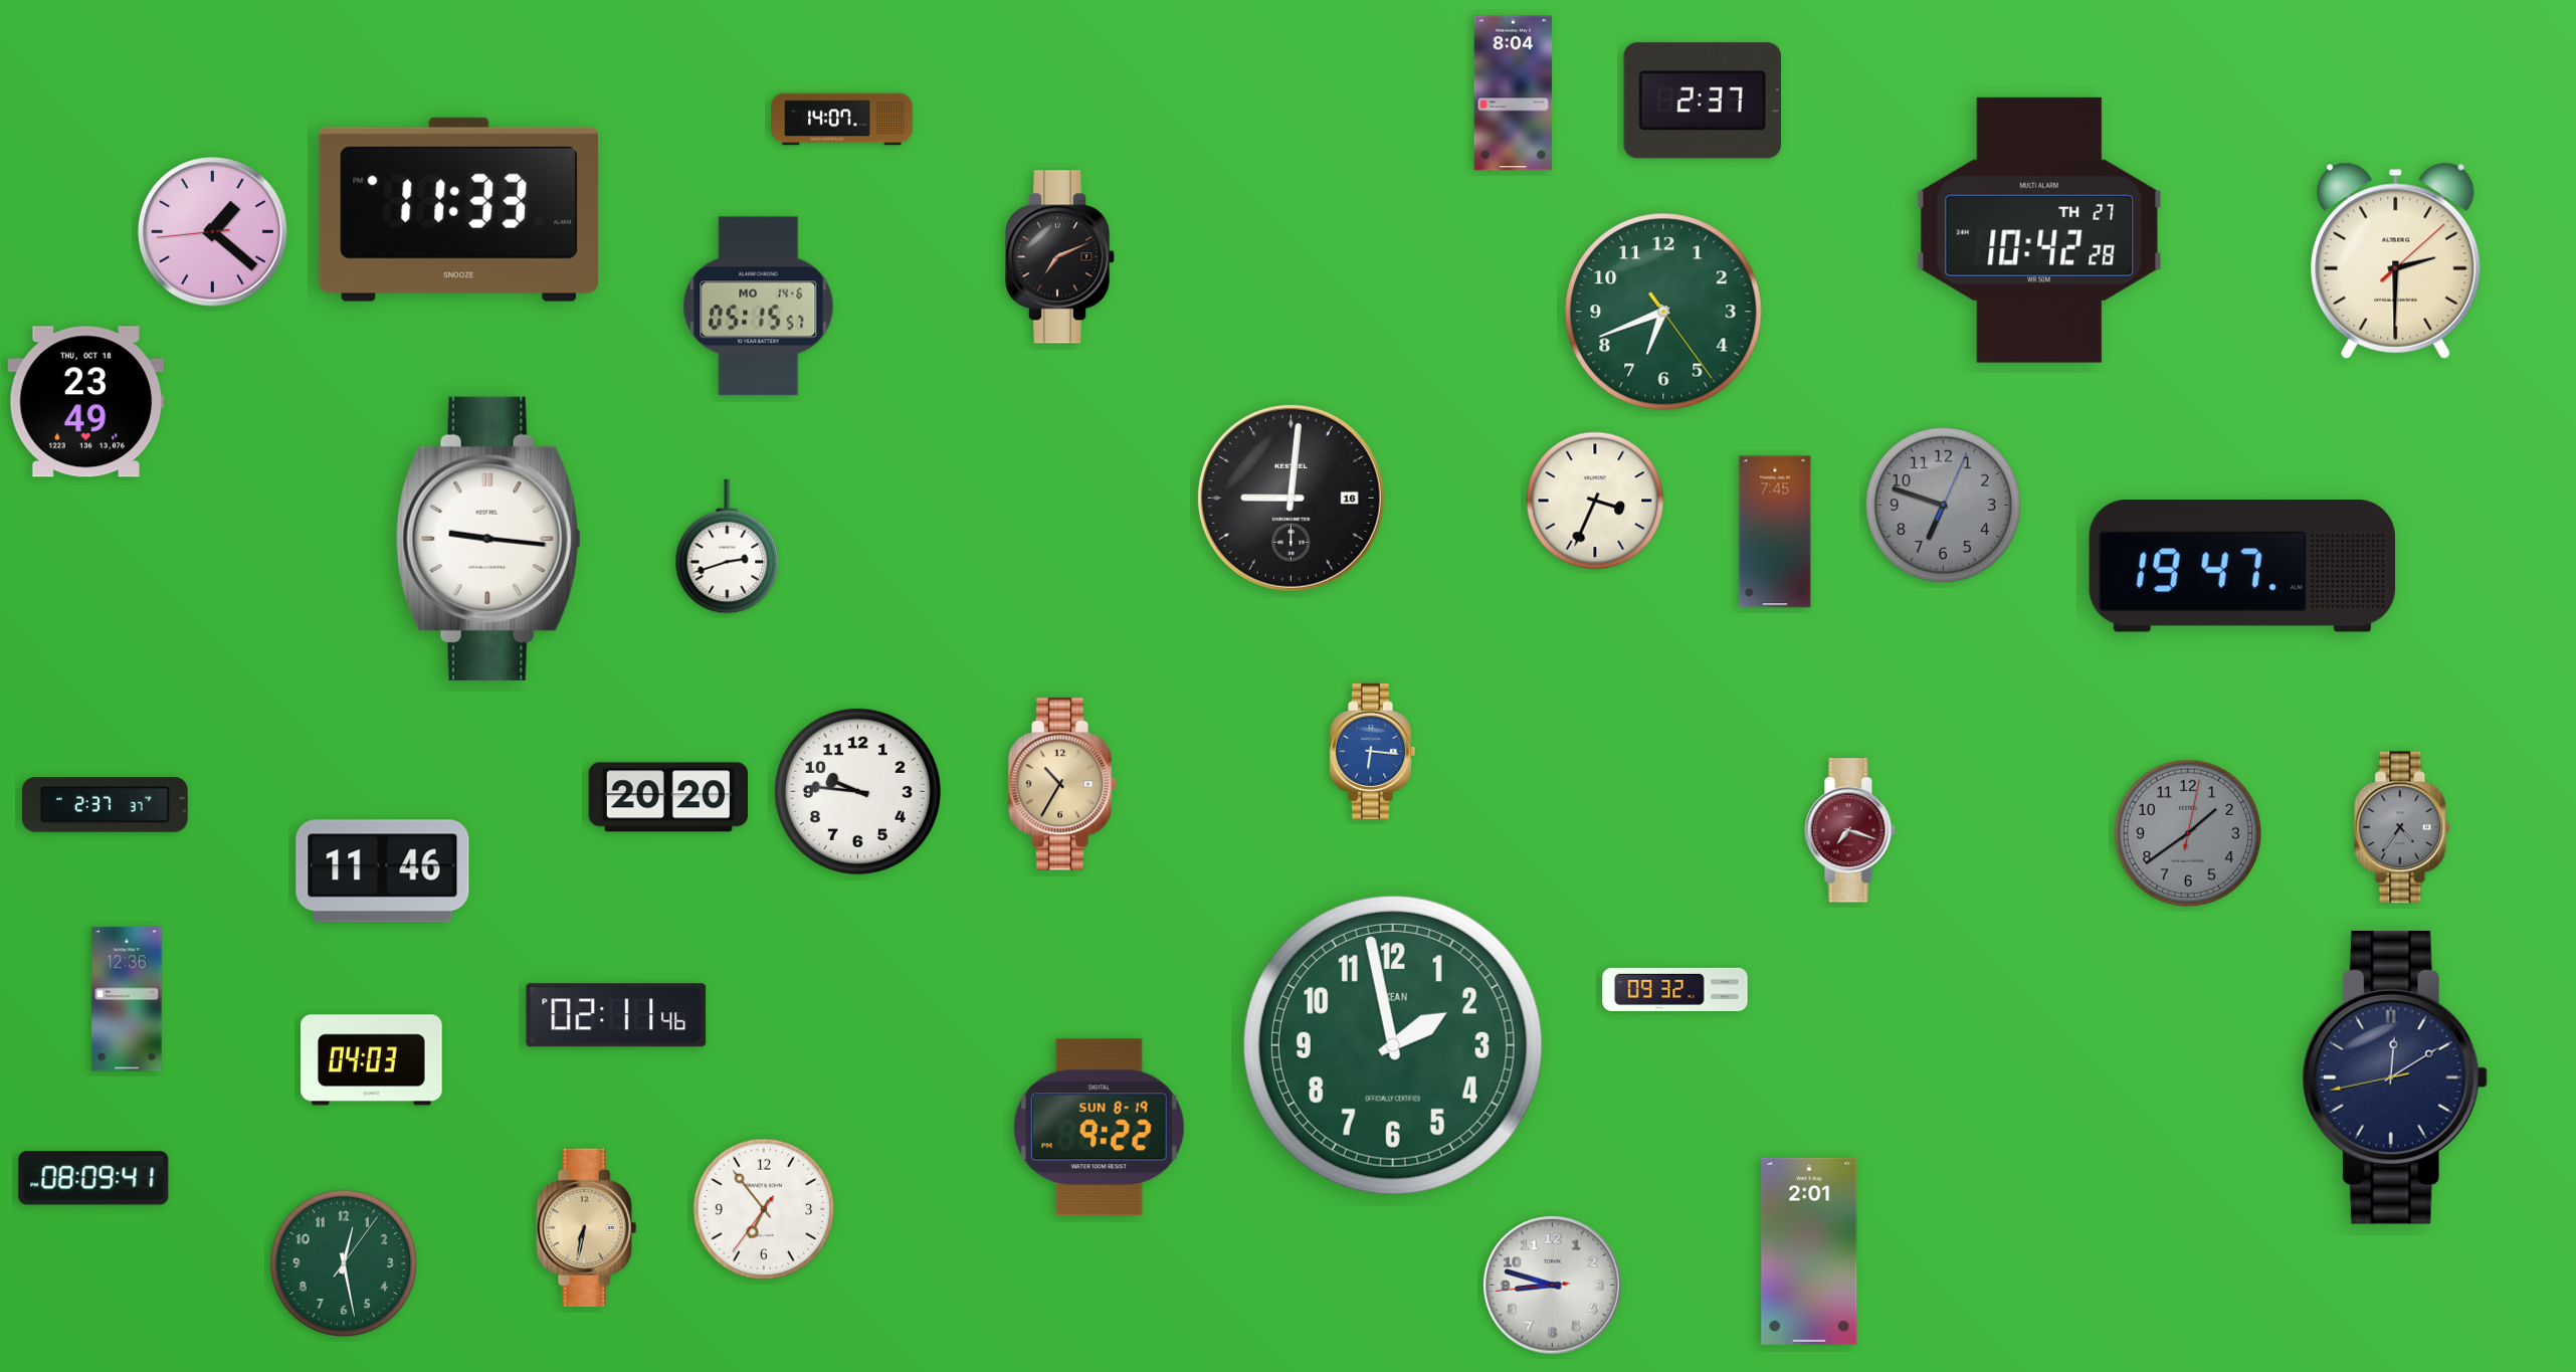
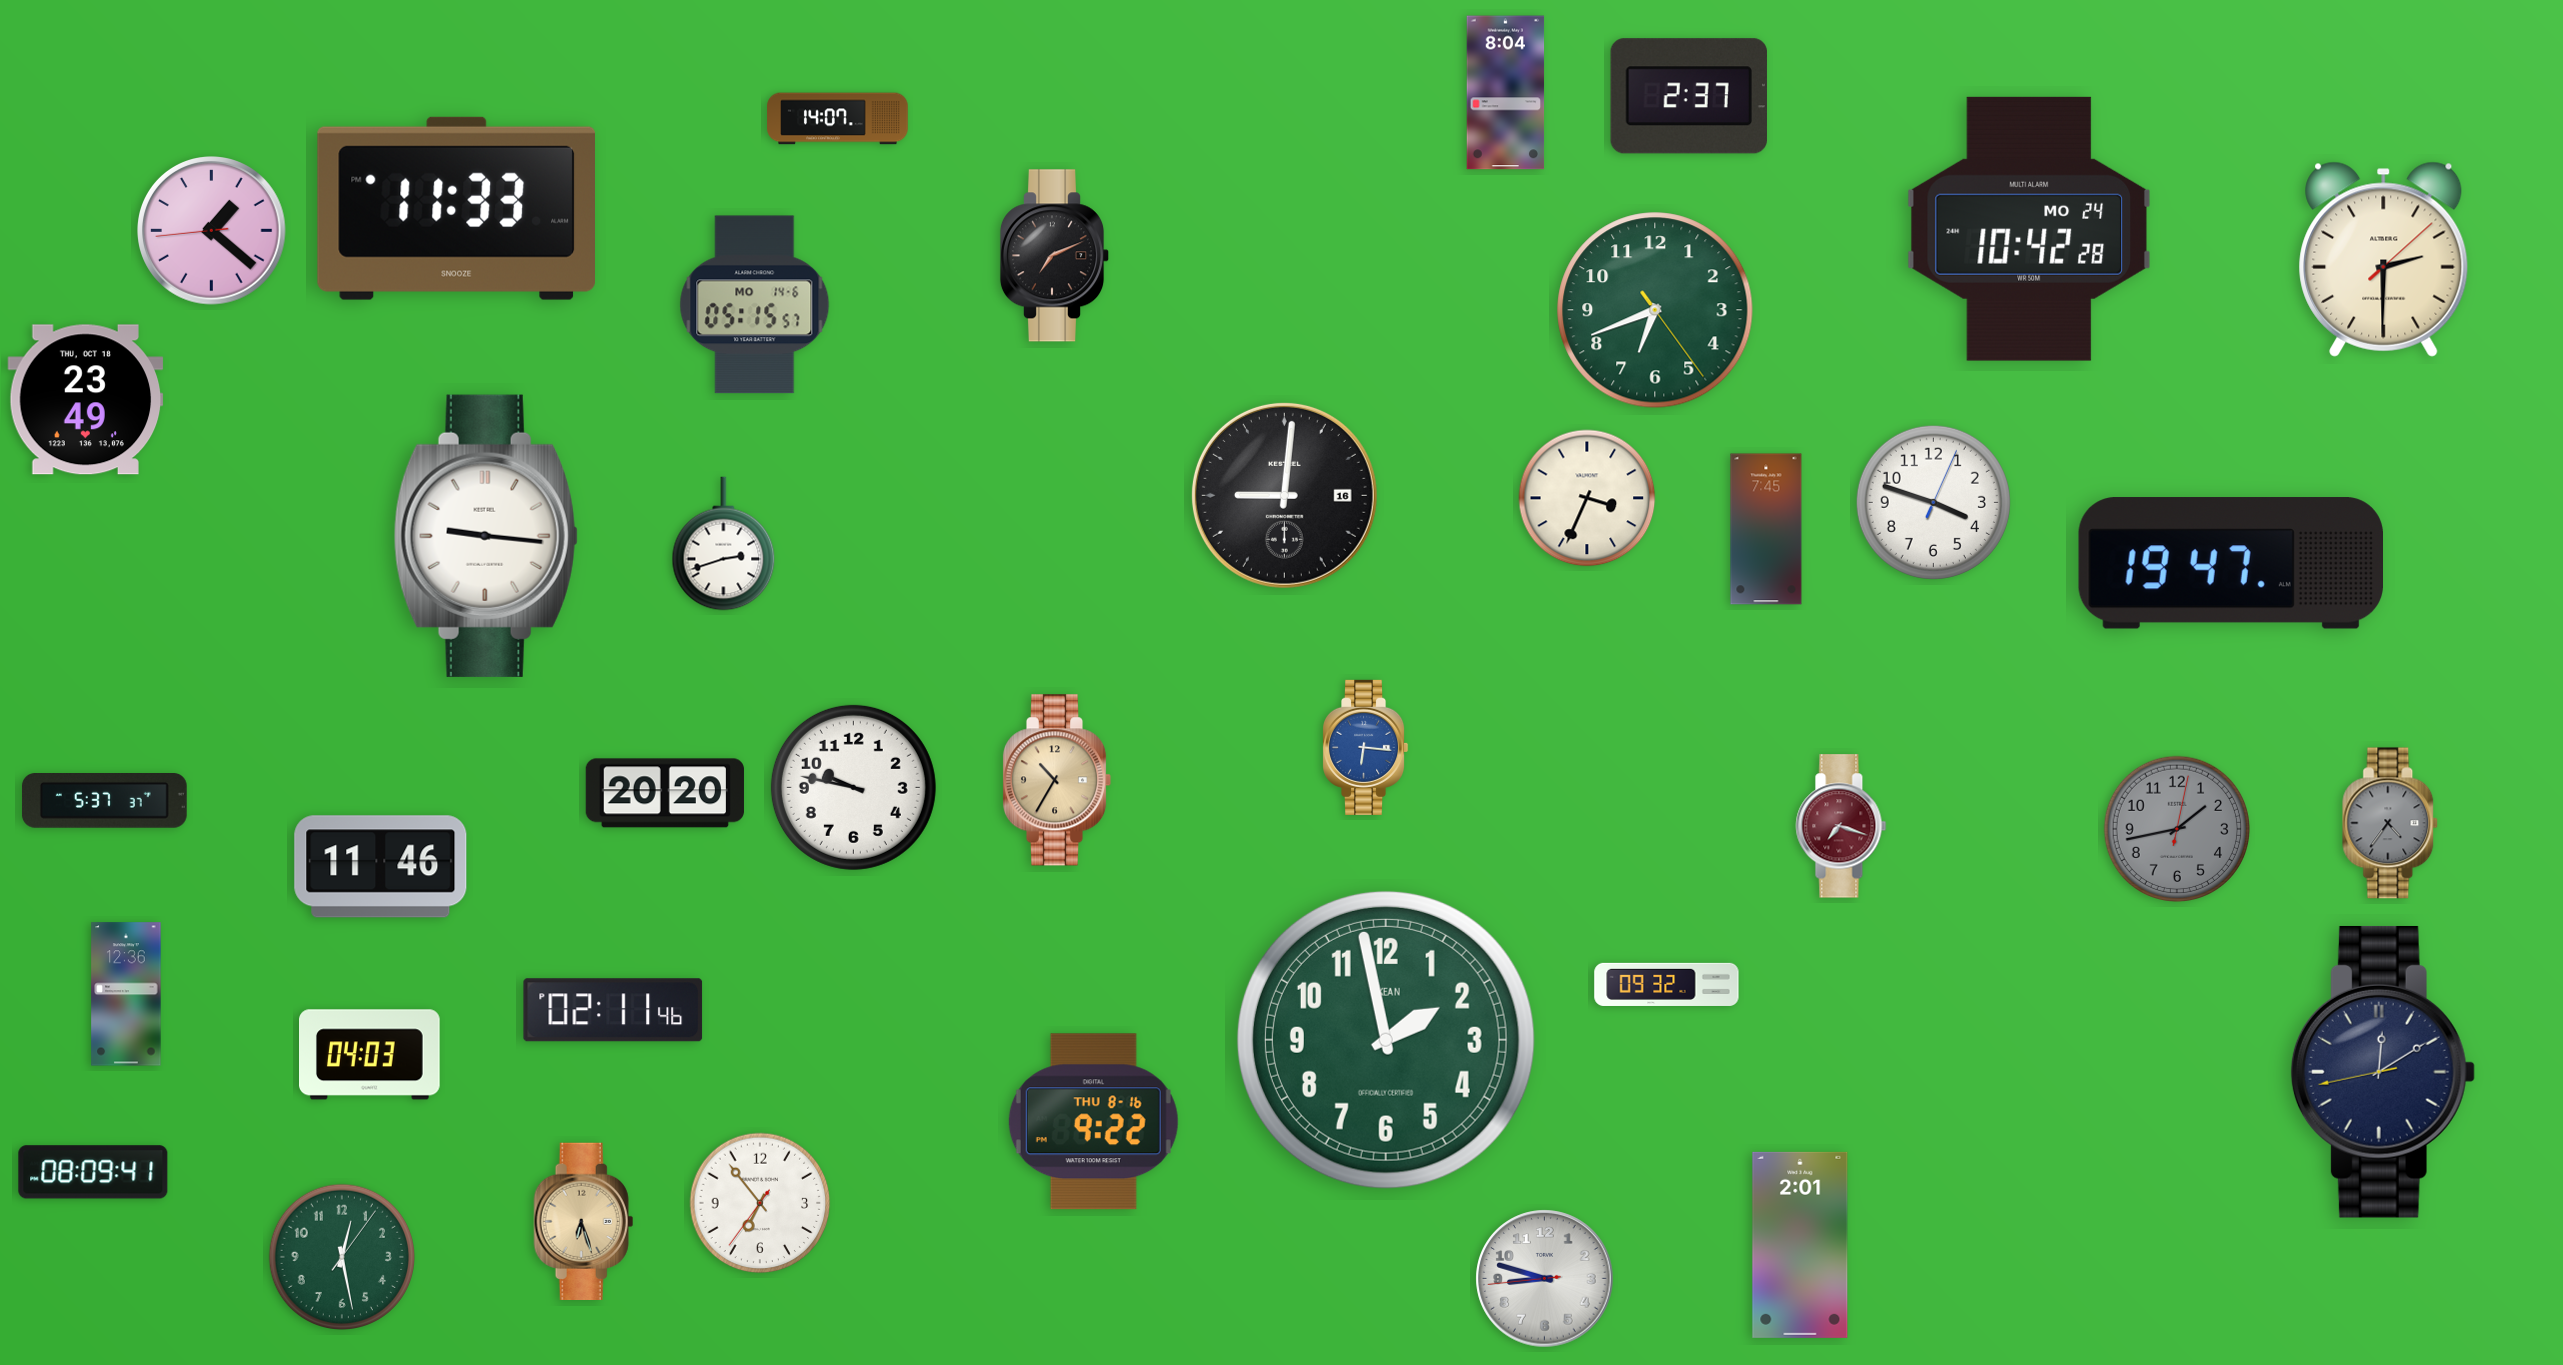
clock at (1703, 101) position: (1703, 101) -> (1689, 96)
clock at (2039, 230) date: TH 27 -> MO 24
clock at (1943, 505): 6:48 -> 3:48
clock at (1943, 505) dial: grey -> white
clock at (857, 791): 9:46 -> 9:47
clock at (105, 805): 2:37 -> 5:37
clock at (2187, 832): 1:39 -> 1:43
clock at (1099, 1128) date: SUN 8-19 -> THU 8-16
clock at (587, 1227): 6:32 -> 6:27
